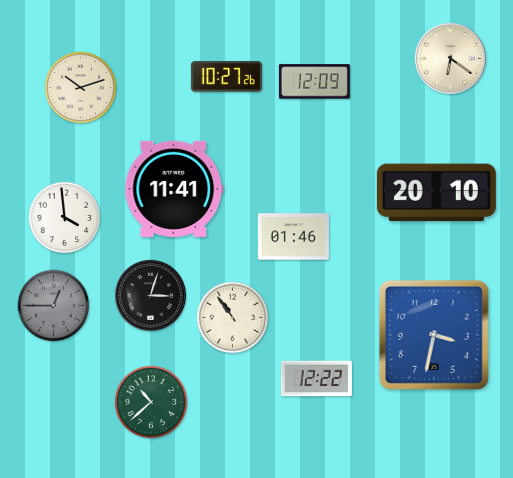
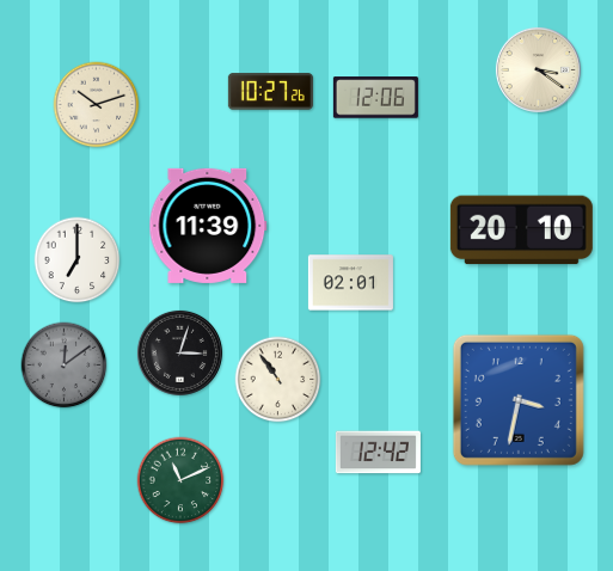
clock at (450, 58): 6:21 -> 3:21
clock at (314, 82): 12:09 -> 12:06
clock at (174, 189): 11:41 -> 11:39
clock at (65, 218): 3:59 -> 7:00
clock at (293, 237): 01:46 -> 02:01
clock at (54, 306): 12:45 -> 12:09
clock at (316, 379): 12:22 -> 12:42
clock at (151, 402): 10:38 -> 11:11
